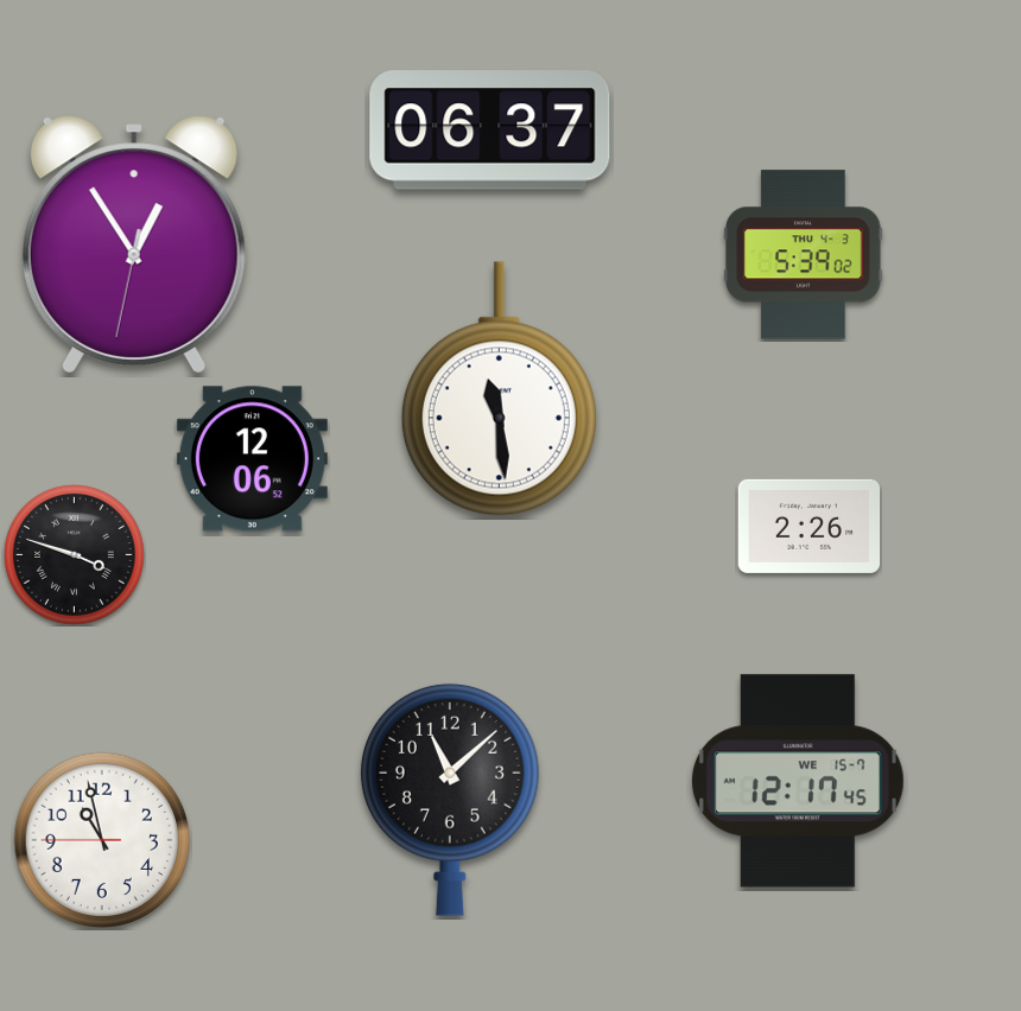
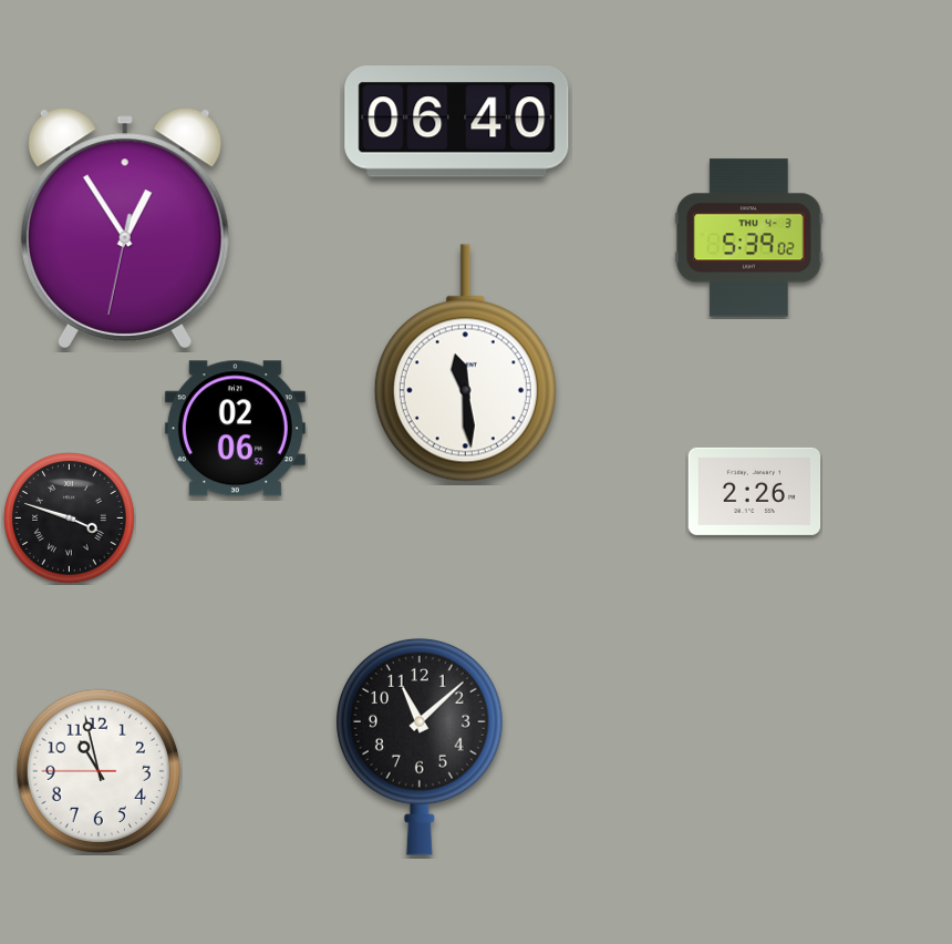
clock at (490, 131): 06:37 -> 06:40
clock at (252, 459): 12:06 -> 02:06
clock at (798, 781): 12:17 -> none
clock at (102, 840) position: (102, 840) -> (99, 771)
